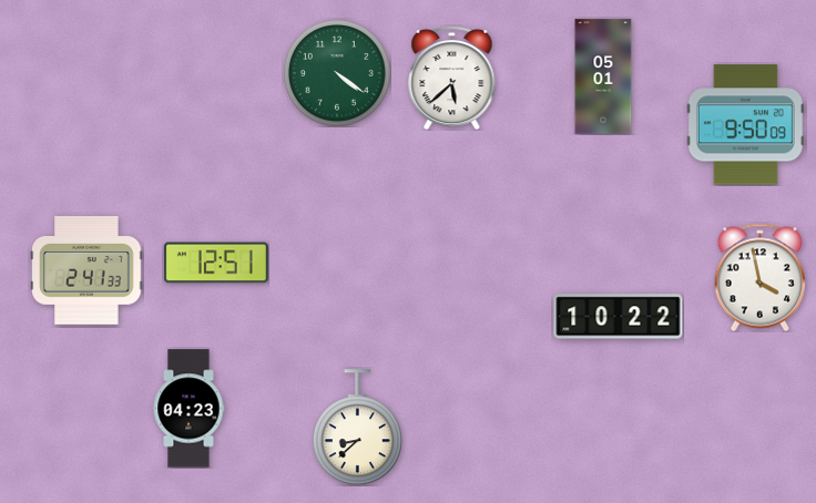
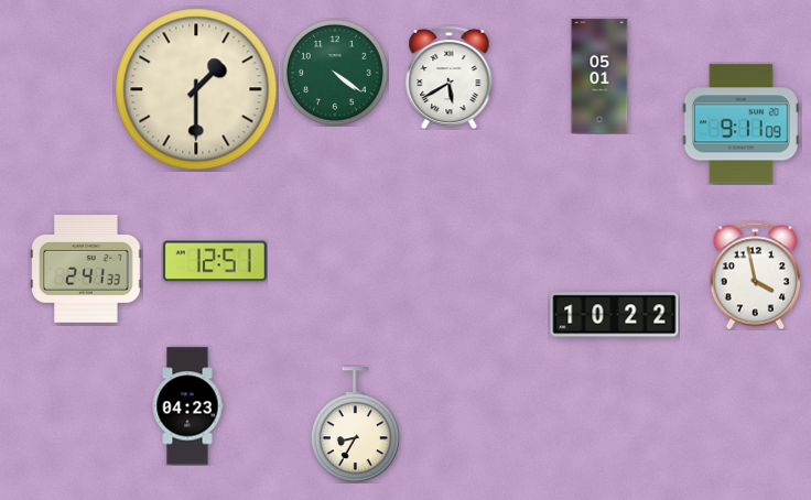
clock at (452, 78): 5:38 -> 5:40
clock at (196, 89): none -> 1:30
clock at (745, 125): 9:50 -> 9:11
clock at (357, 428): 8:38 -> 8:35
